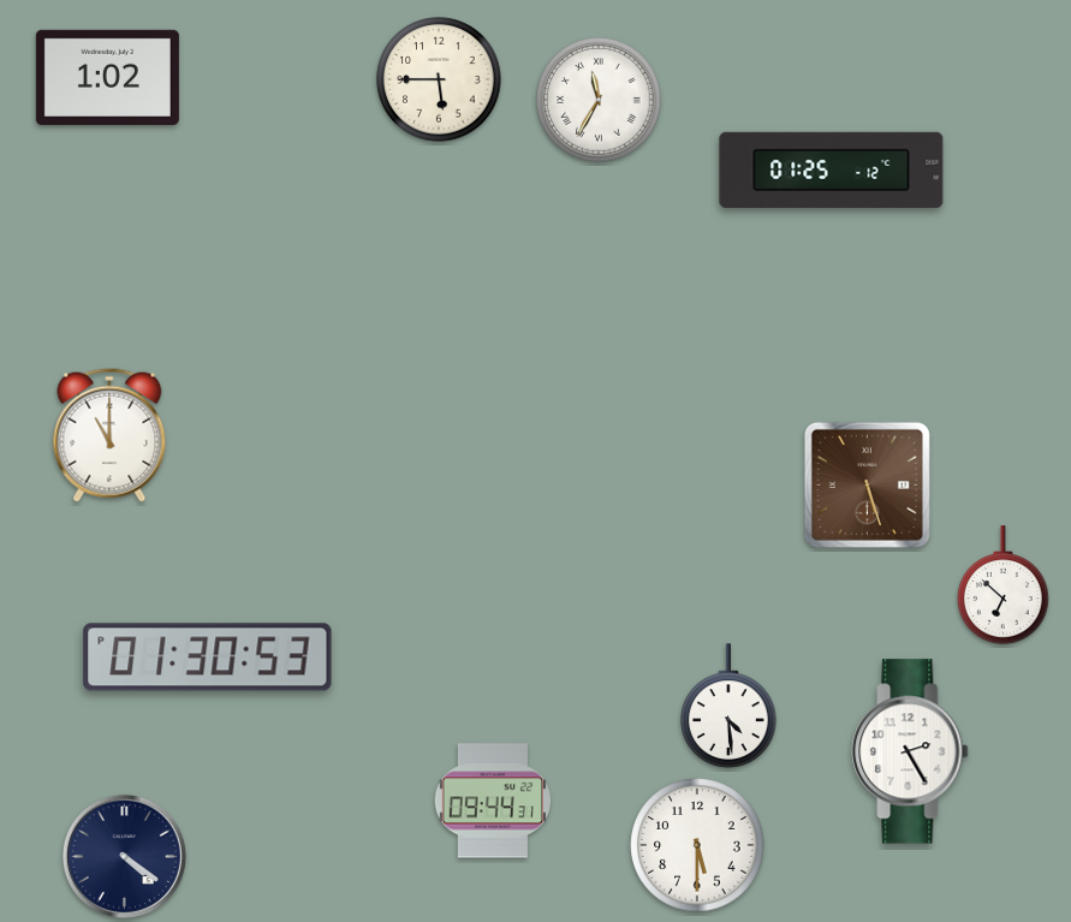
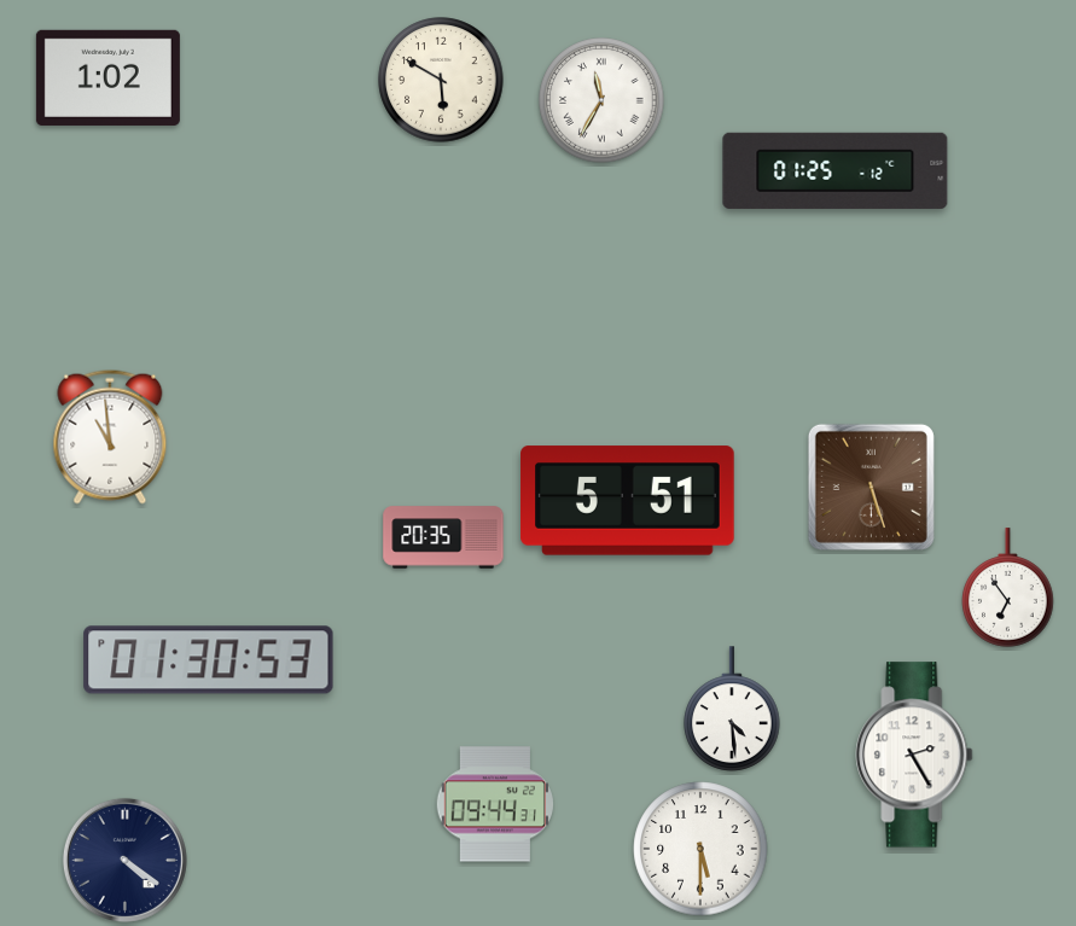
clock at (439, 79): 5:45 -> 5:50
clock at (109, 435): 11:00 -> 10:59
clock at (628, 501): none -> 5:51
clock at (443, 537): none -> 20:35
clock at (1004, 585): 6:52 -> 6:54
